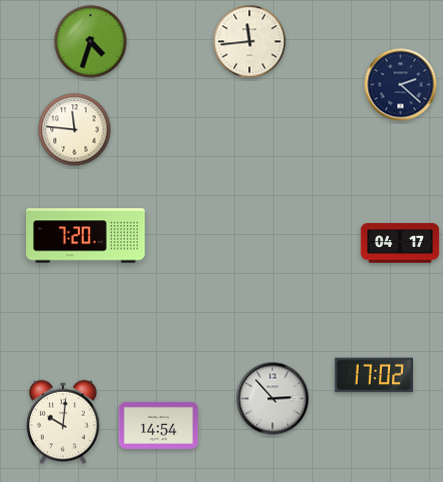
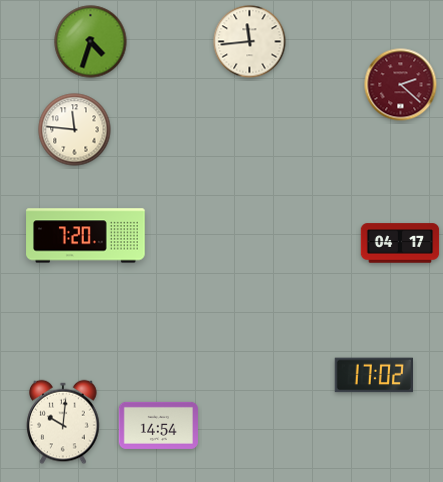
clock at (401, 85) dial: navy -> burgundy
clock at (273, 399): 2:53 -> none
